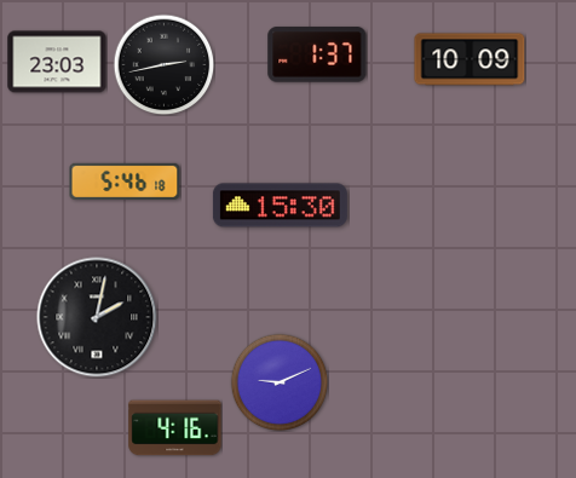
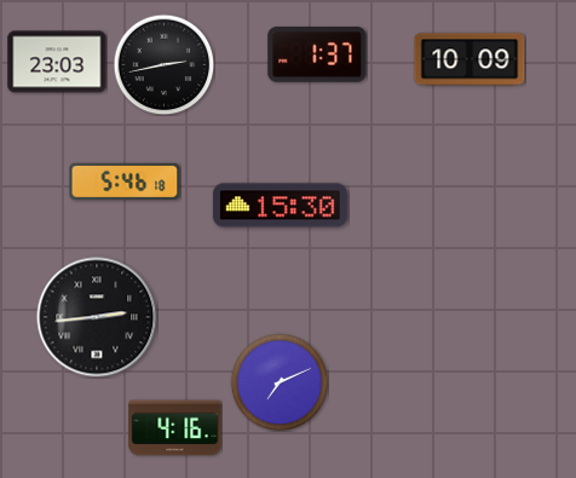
clock at (97, 317): 2:02 -> 2:44
clock at (280, 382): 9:11 -> 7:11
